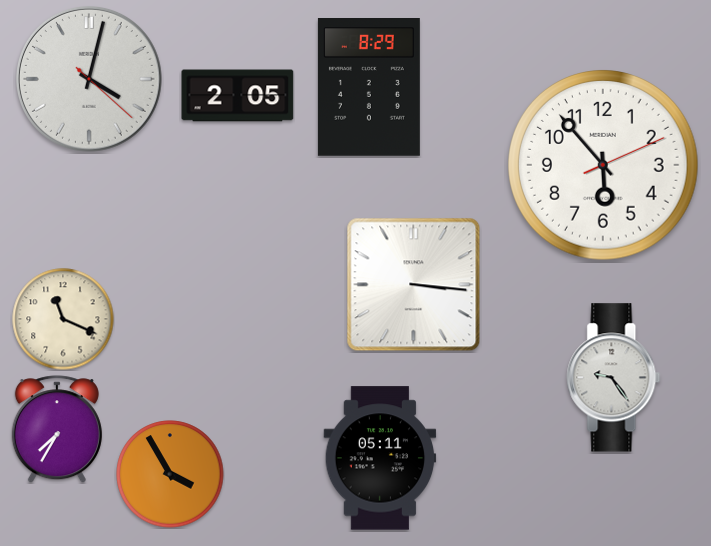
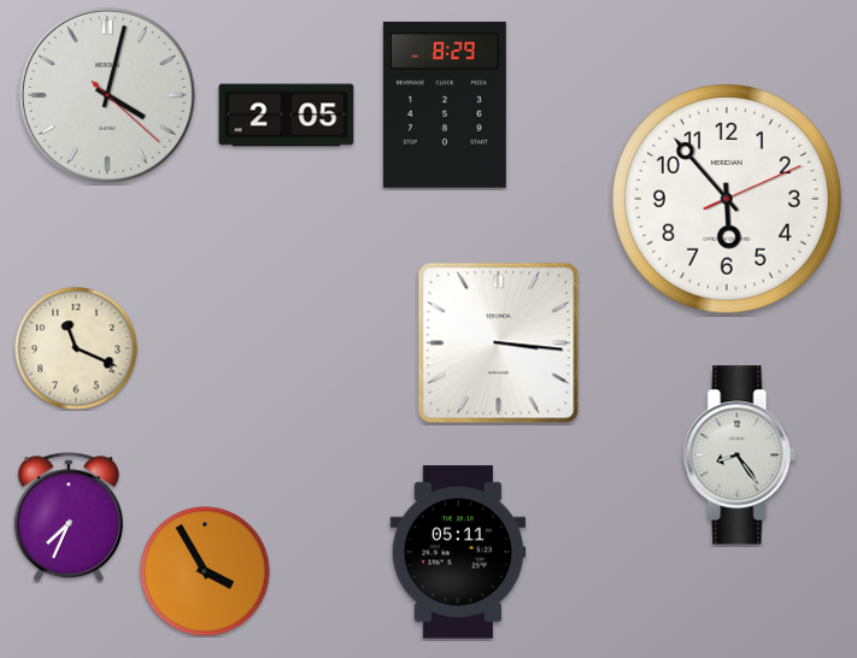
clock at (63, 319) position: (63, 319) -> (76, 348)
clock at (614, 378): 9:24 -> 8:24
clock at (57, 429): 7:35 -> 7:34
